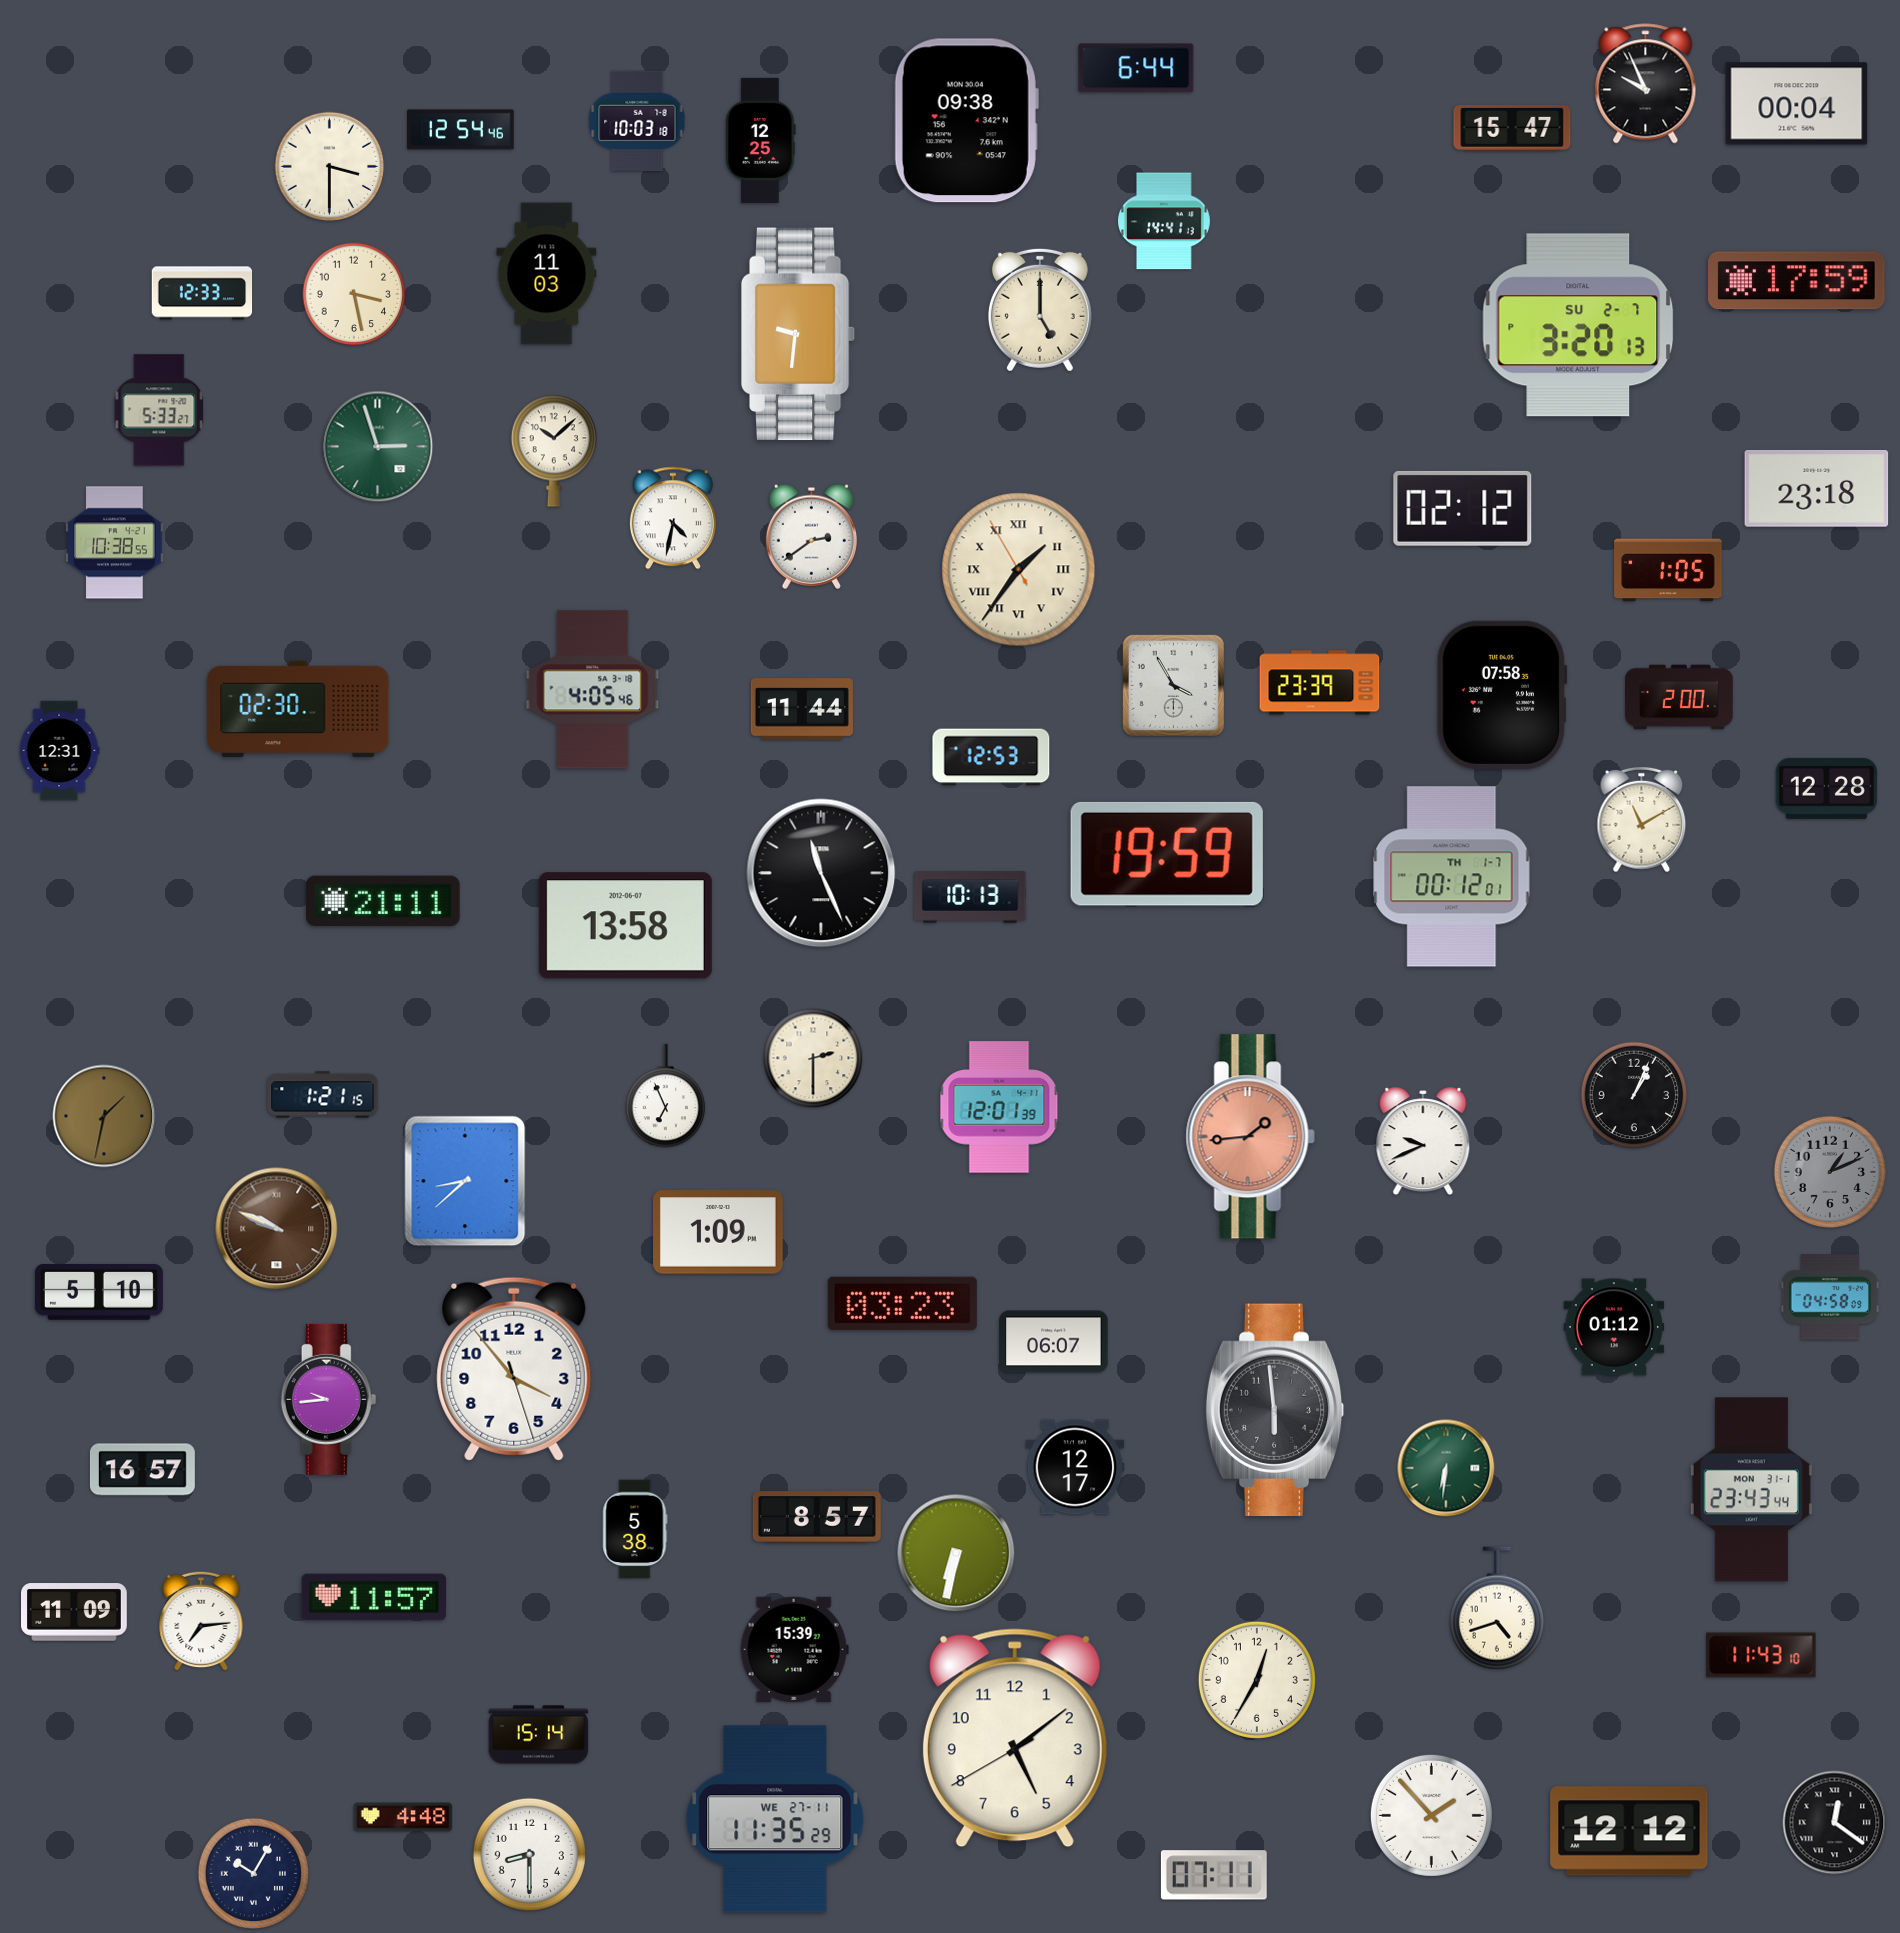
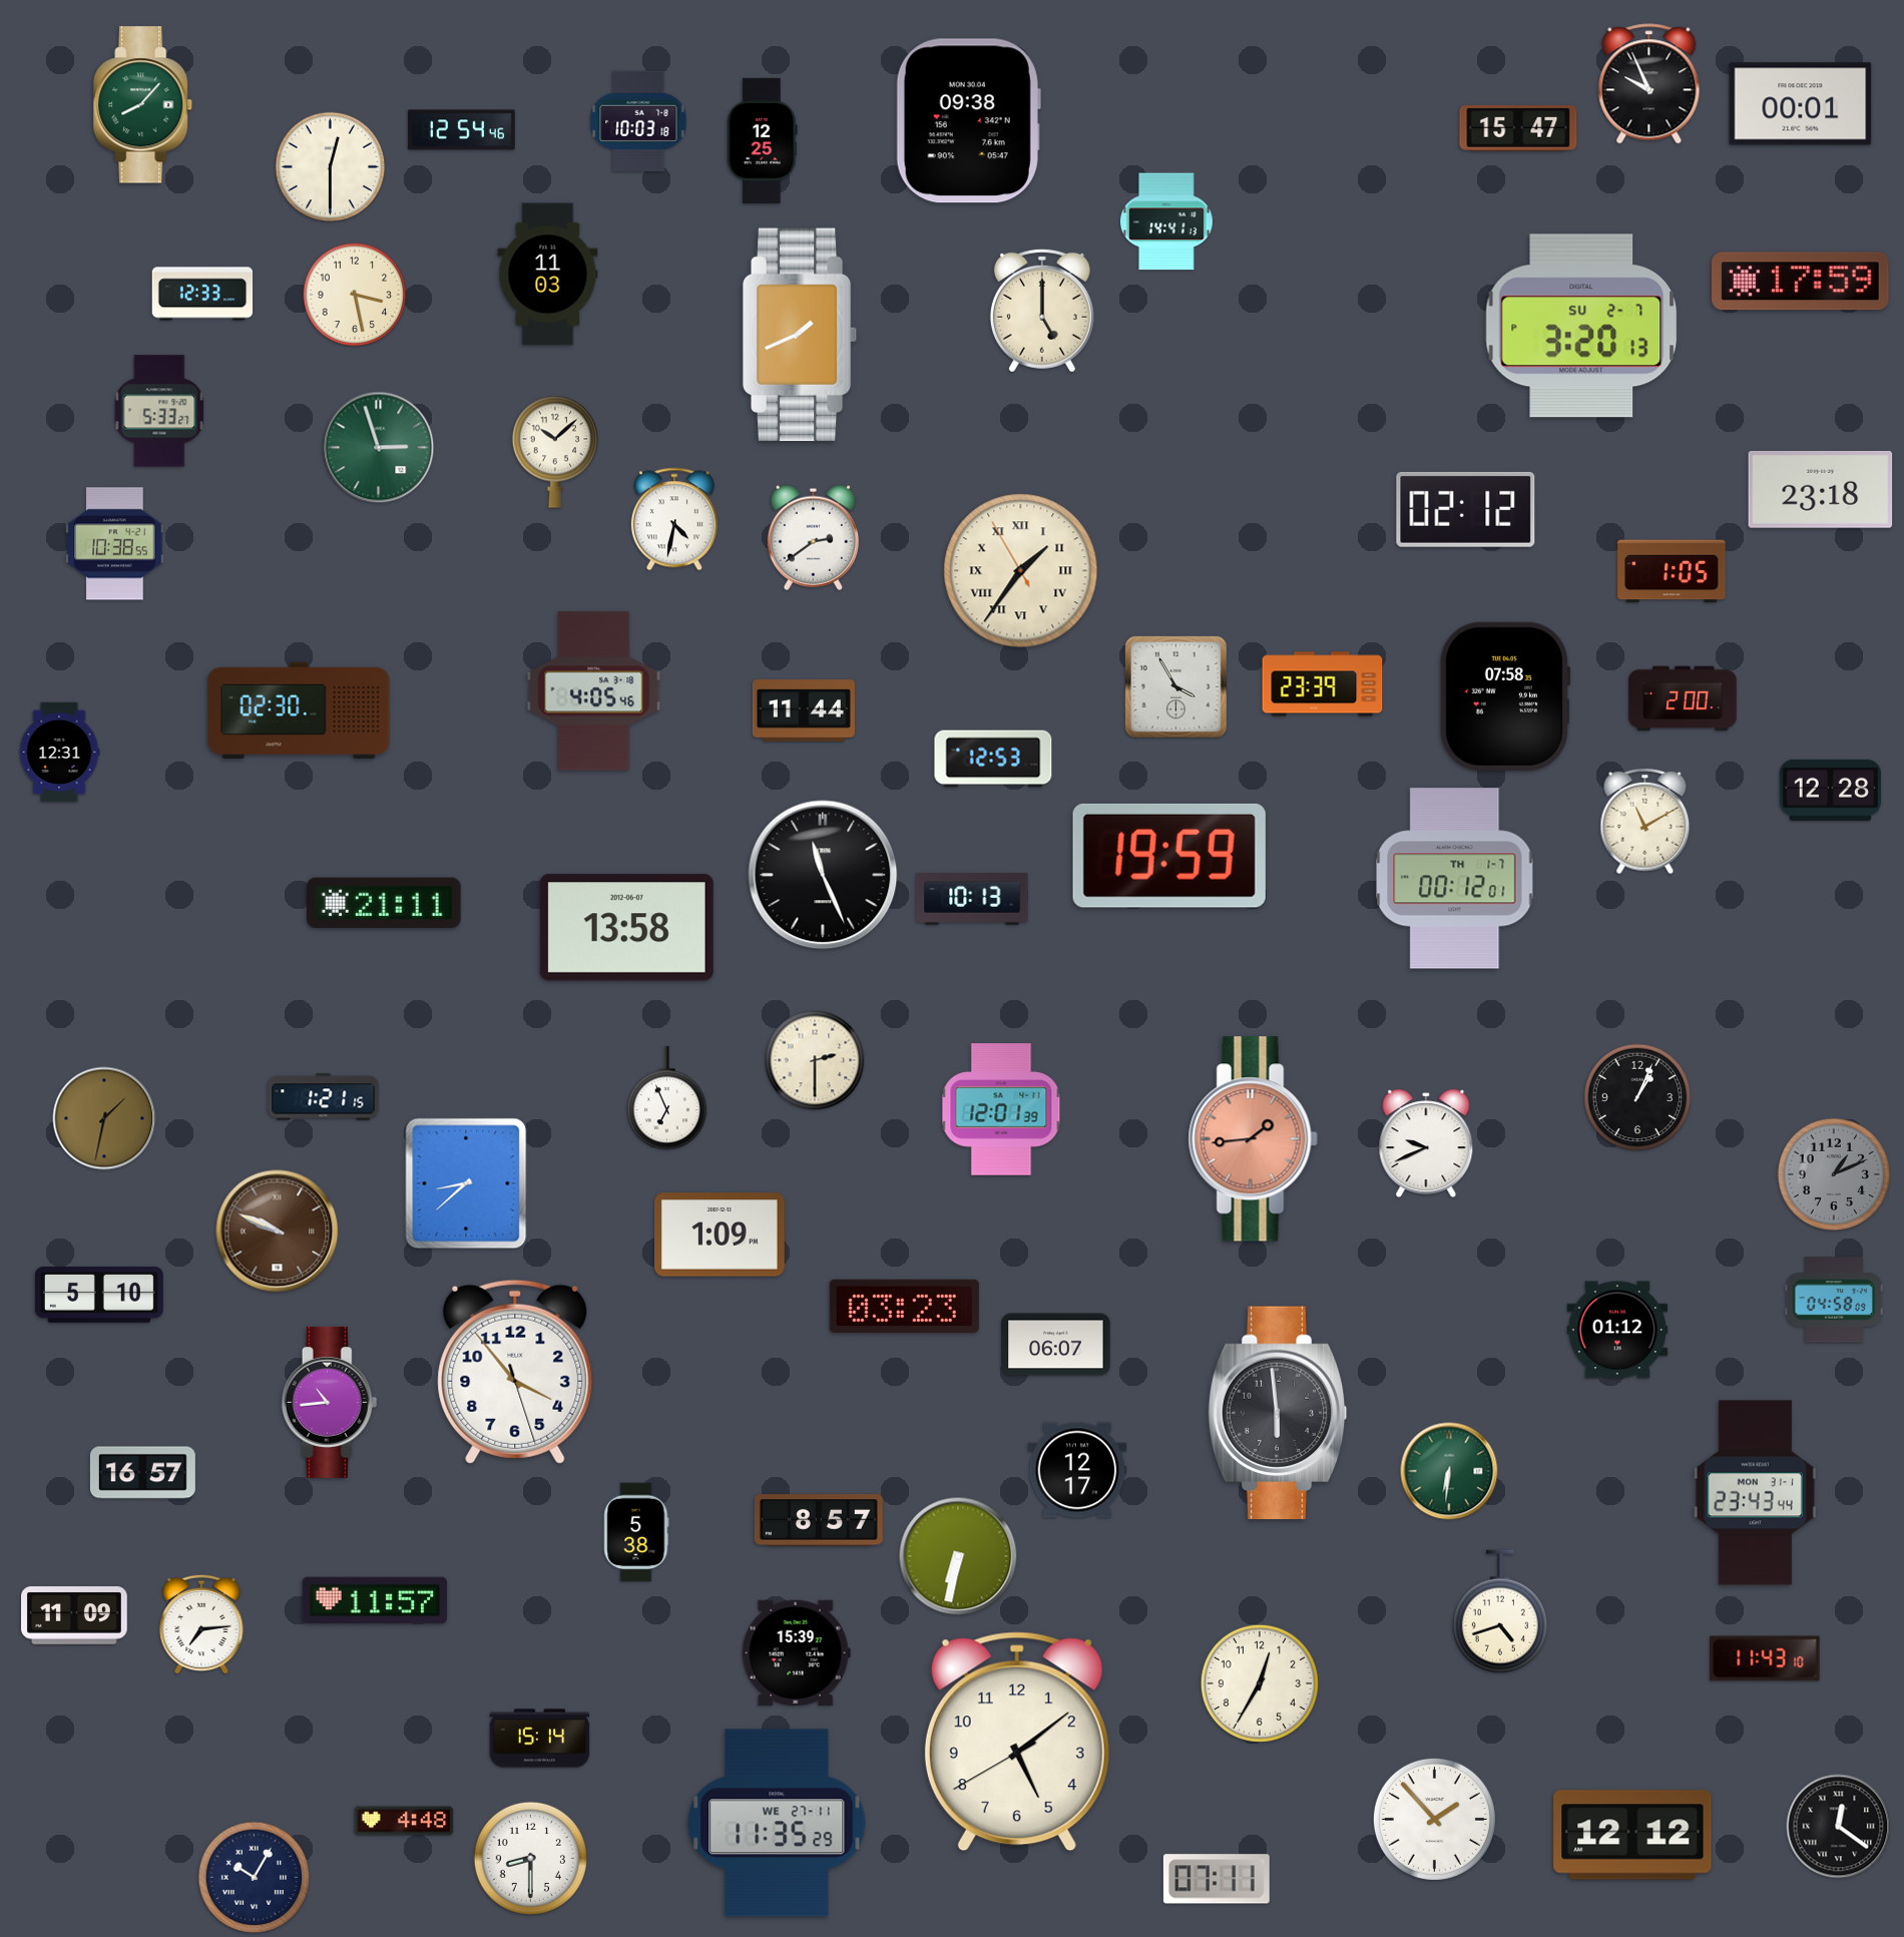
clock at (1136, 68): 6:44 -> none
clock at (1797, 104): 00:04 -> 00:01
clock at (143, 105): none -> 8:07
clock at (1512, 128) position: (1512, 128) -> (1518, 128)
clock at (330, 167): 3:30 -> 12:30
clock at (798, 334): 9:31 -> 1:41
clock at (329, 1399): 9:44 -> 10:44
